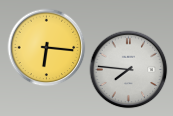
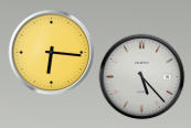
clock at (128, 69): 7:46 -> 5:23
